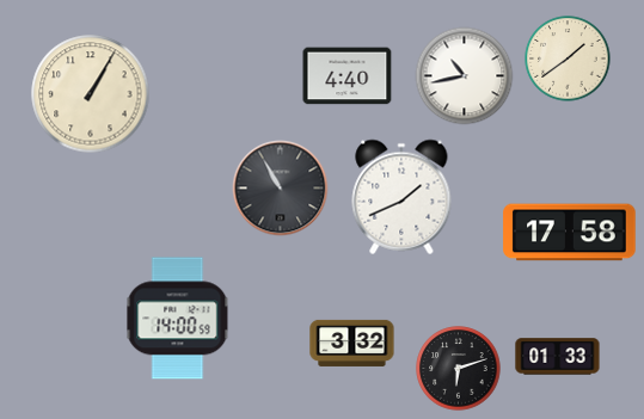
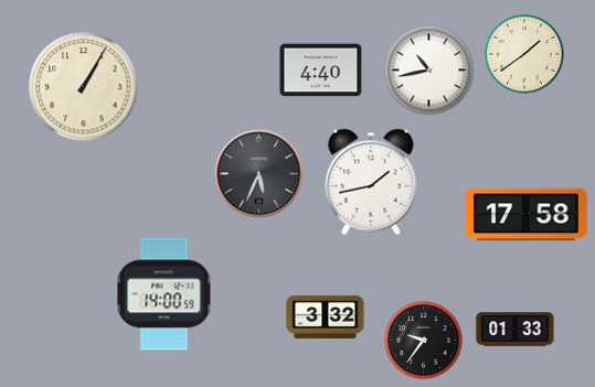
clock at (281, 189): 10:55 -> 5:34
clock at (401, 197): 1:41 -> 1:43
clock at (459, 369): 6:12 -> 9:36
